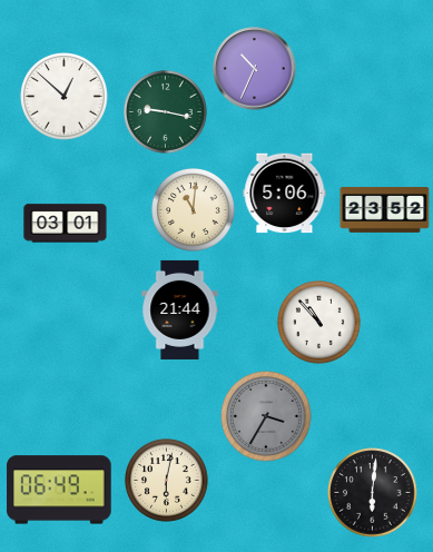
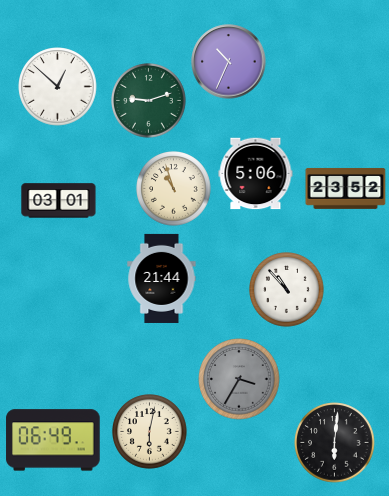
clock at (166, 112): 9:17 -> 9:12
clock at (194, 210): 11:01 -> 10:57
clock at (266, 416) position: (266, 416) -> (239, 379)
